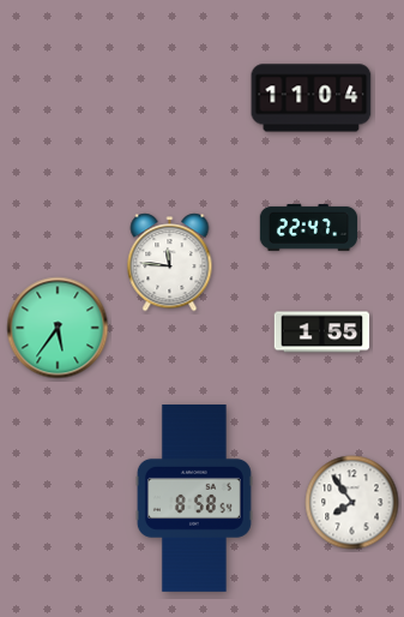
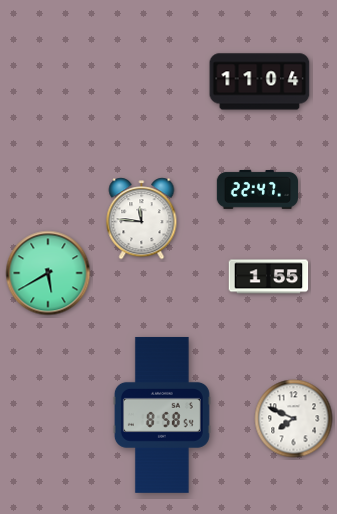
clock at (58, 328): 5:36 -> 5:40
clock at (352, 503): 7:54 -> 7:49
